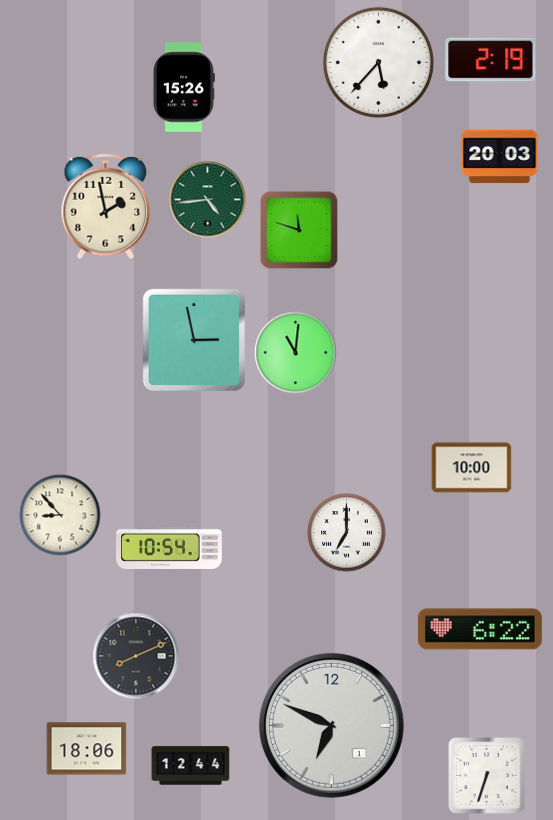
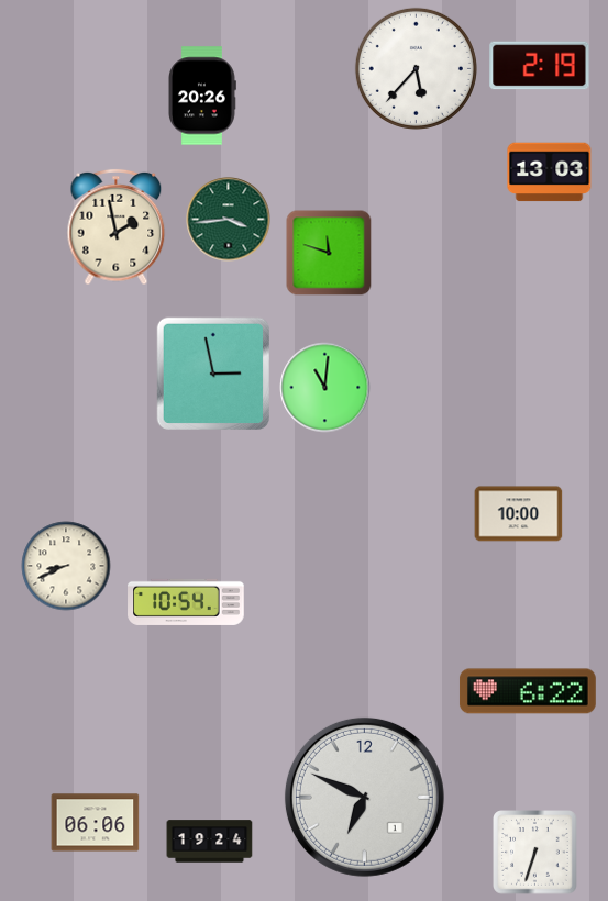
clock at (184, 87): 15:26 -> 20:26
clock at (500, 157): 20:03 -> 13:03
clock at (208, 200): 4:44 -> 3:44
clock at (60, 515): 8:53 -> 8:41
clock at (347, 533): 7:00 -> none
clock at (136, 656): 8:11 -> none
clock at (87, 749): 18:06 -> 06:06
clock at (191, 766): 12:44 -> 19:24
